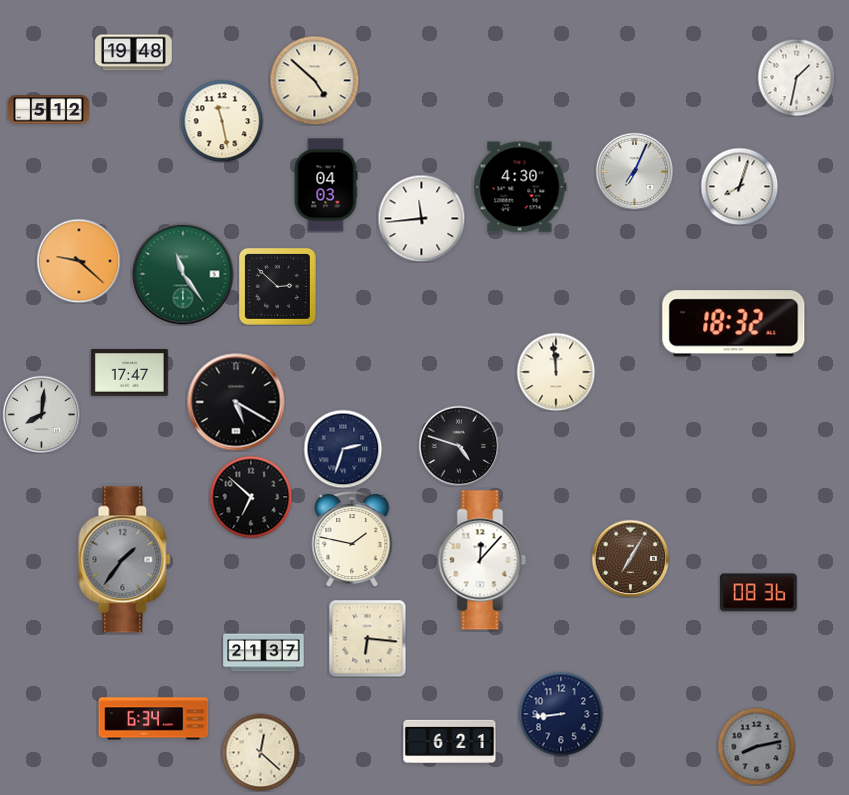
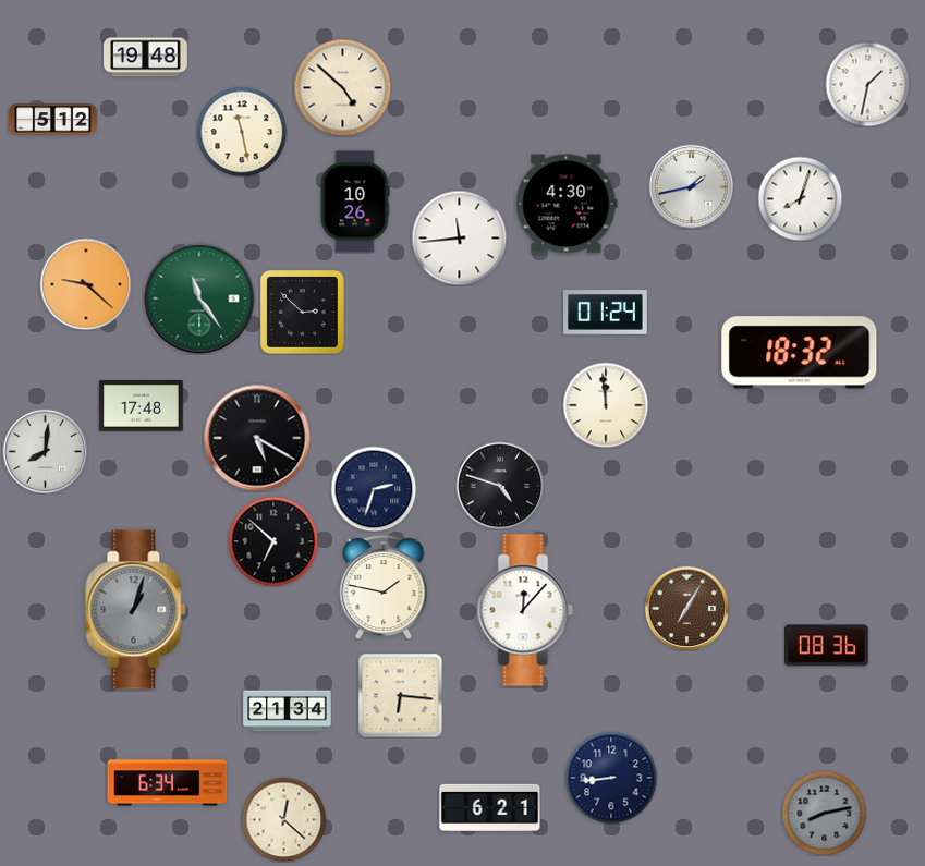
clock at (634, 171): 7:04 -> 1:43
clock at (326, 185): 04:03 -> 10:26
clock at (739, 186) position: (739, 186) -> (800, 198)
clock at (606, 313): none -> 01:24
clock at (130, 373): 17:47 -> 17:48
clock at (125, 560): 1:36 -> 1:03
clock at (264, 653): 21:37 -> 21:34
